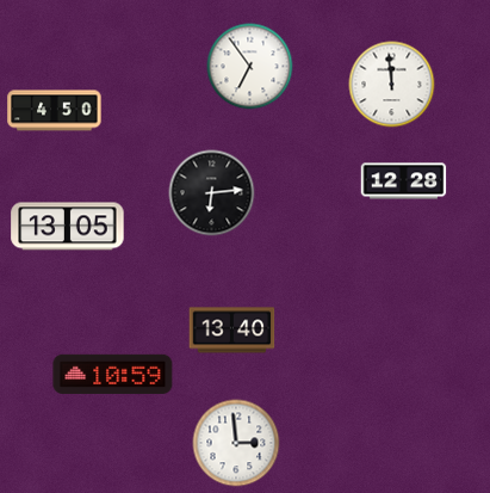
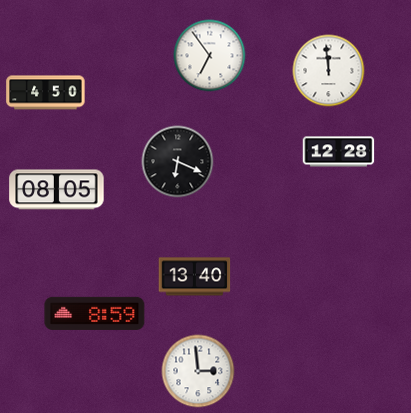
clock at (212, 193): 6:14 -> 6:19
clock at (68, 227): 13:05 -> 08:05
clock at (113, 374): 10:59 -> 8:59
